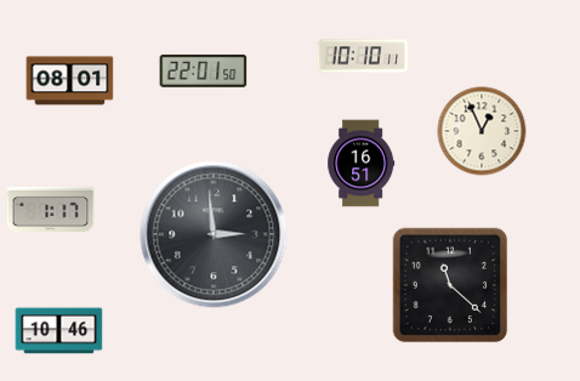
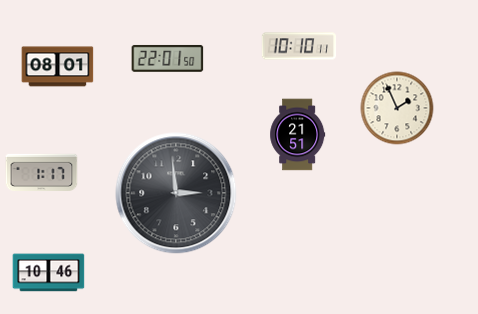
clock at (482, 131): 12:56 -> 1:56
clock at (362, 164): 16:51 -> 21:51
clock at (450, 285): 11:22 -> none
